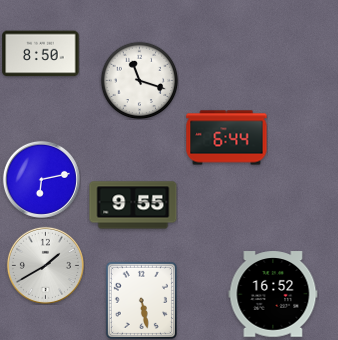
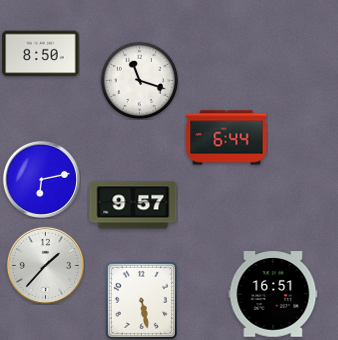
clock at (133, 205): 9:55 -> 9:57
clock at (45, 265): 1:40 -> 1:37
clock at (273, 294): 16:52 -> 16:51
